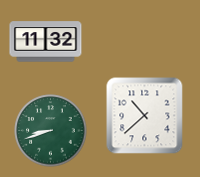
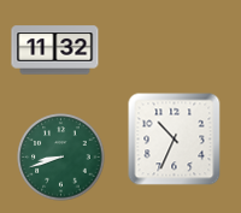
clock at (145, 116): 10:38 -> 10:34
